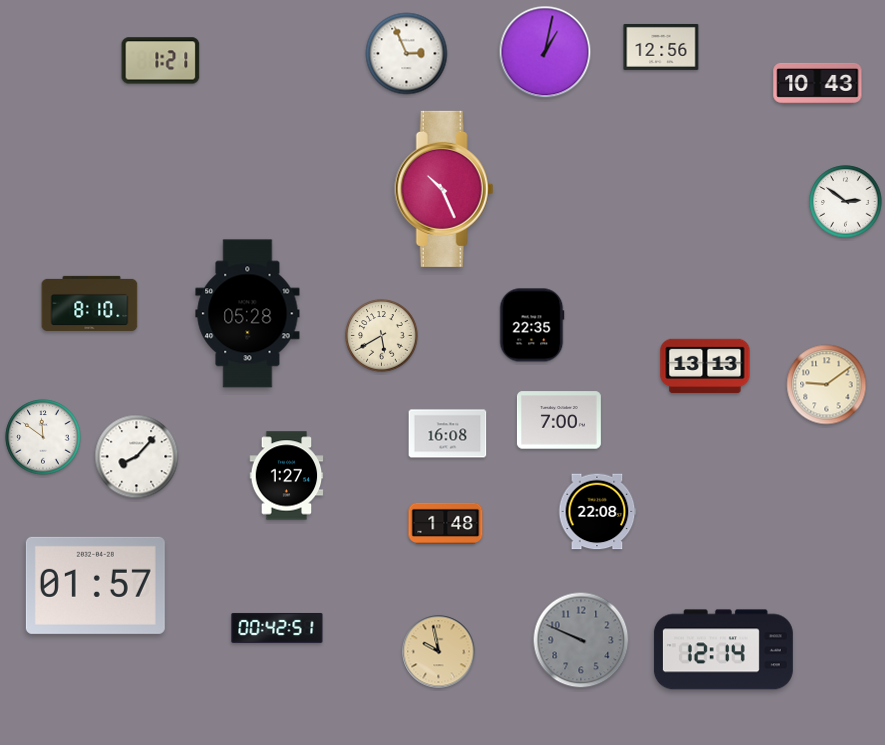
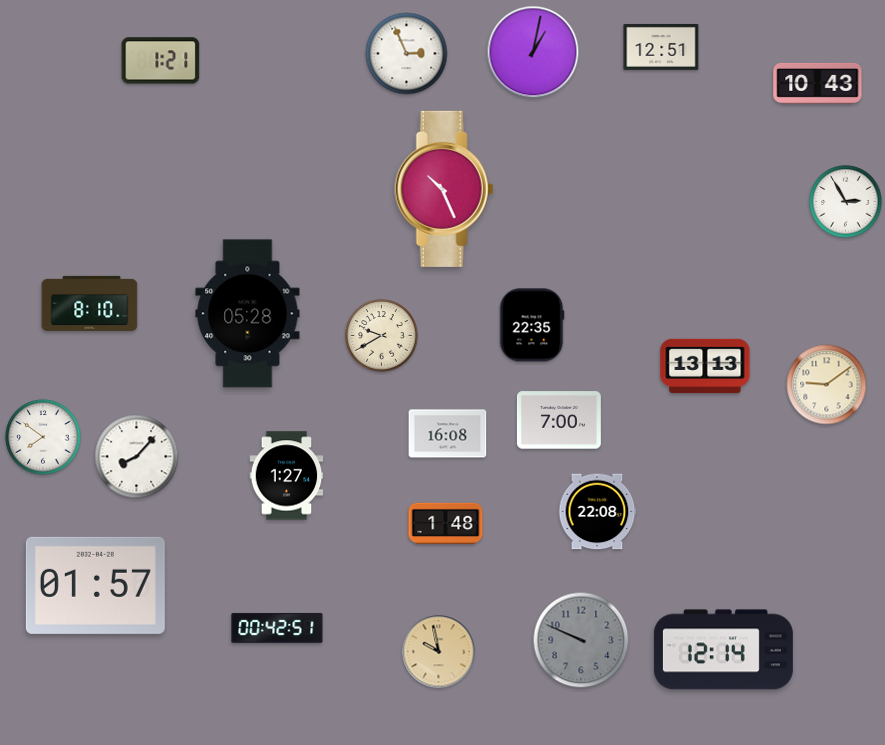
clock at (661, 47): 12:56 -> 12:51
clock at (545, 52) position: (545, 52) -> (533, 52)
clock at (846, 202): 2:51 -> 2:55
clock at (382, 336): 5:40 -> 9:40
clock at (43, 437): 11:51 -> 7:51
